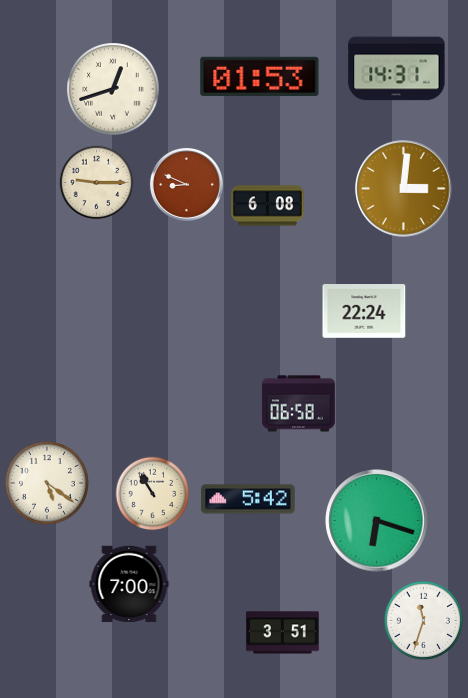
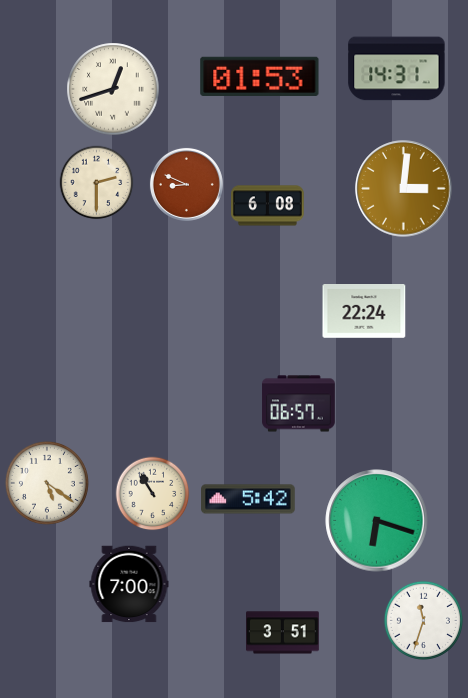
clock at (97, 183): 9:15 -> 2:30
clock at (299, 404): 06:58 -> 06:57
